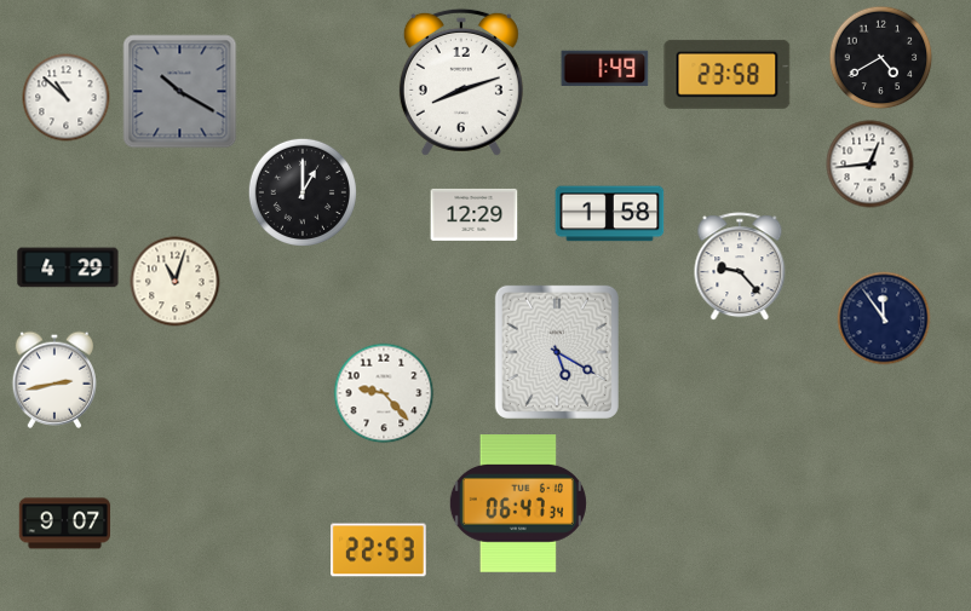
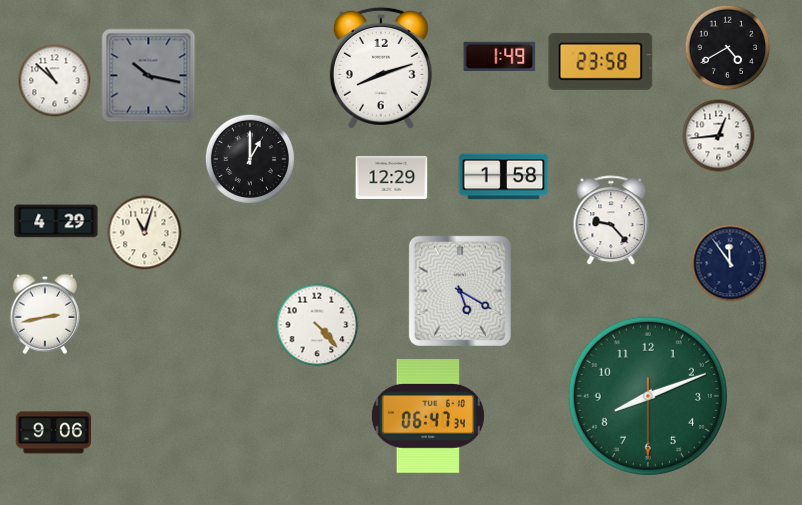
clock at (180, 92): 10:20 -> 10:17
clock at (384, 393): 9:23 -> 4:23
clock at (648, 396): none -> 8:11
clock at (64, 524): 9:07 -> 9:06
clock at (379, 551): 22:53 -> none
